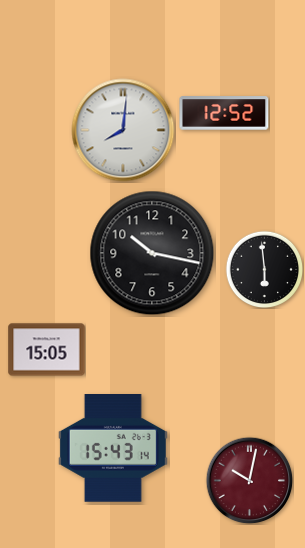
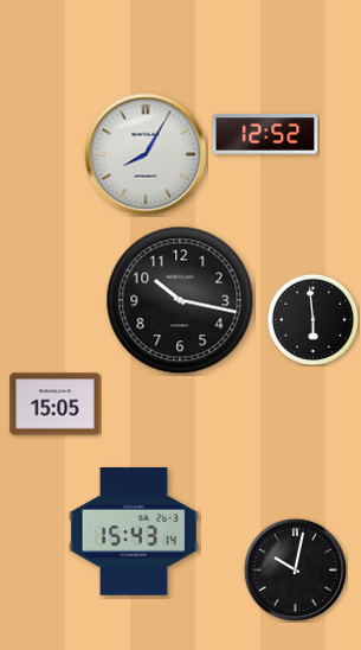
clock at (123, 130): 8:01 -> 8:05
clock at (47, 350) position: (47, 350) -> (56, 404)
clock at (249, 480) dial: burgundy -> black
